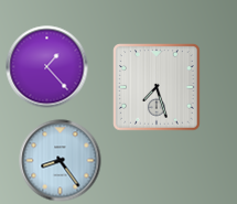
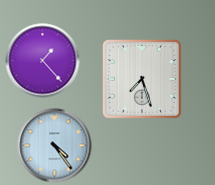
clock at (61, 161): 8:24 -> 4:24
